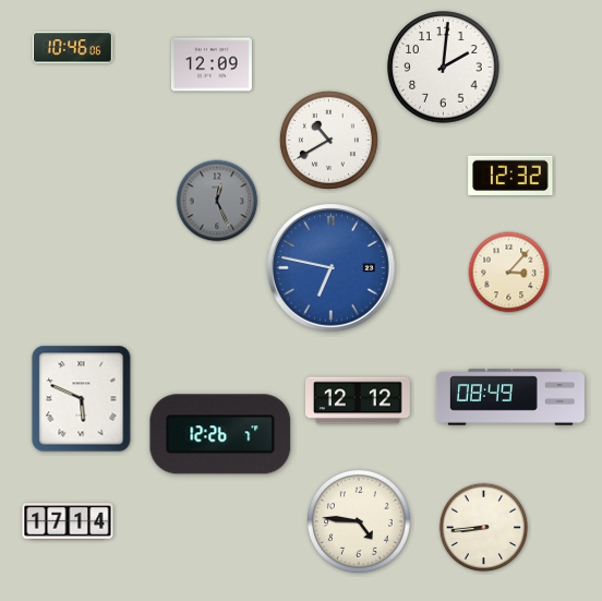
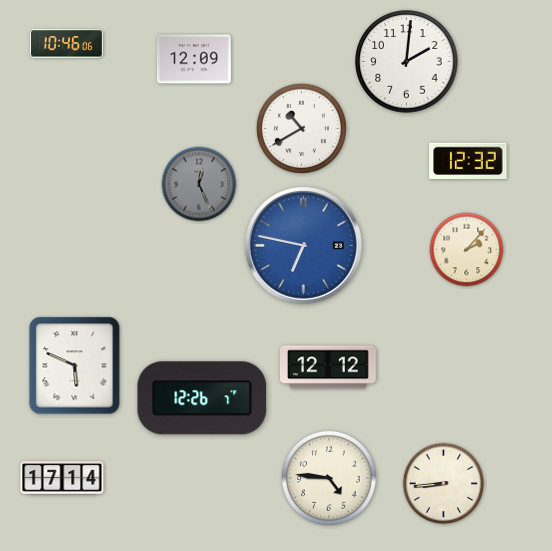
clock at (509, 273): 3:07 -> 2:07
clock at (510, 397): 08:49 -> none
